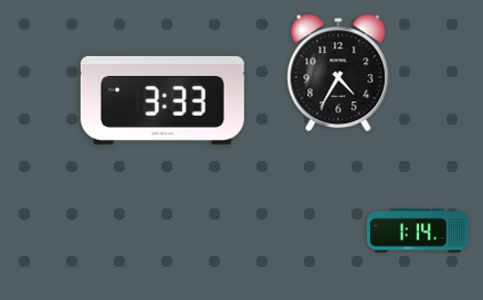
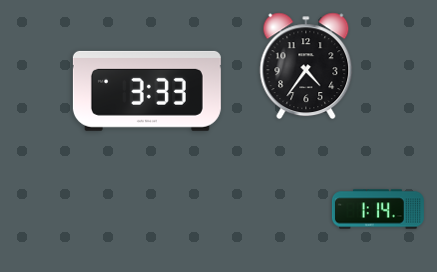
clock at (338, 73): 4:35 -> 4:36
